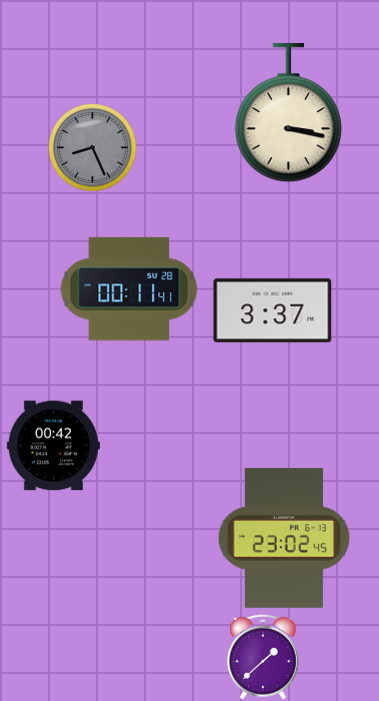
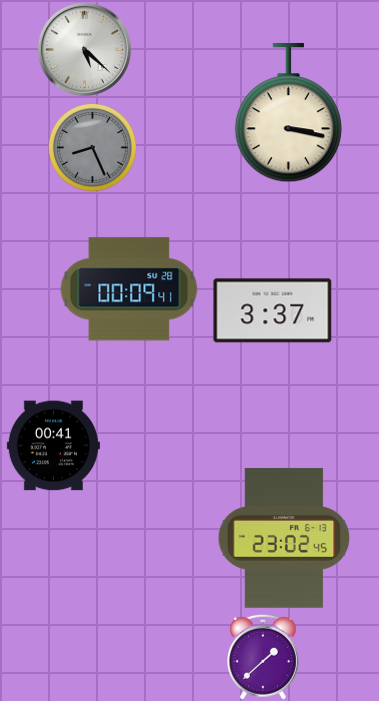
clock at (84, 49): none -> 5:22
clock at (129, 289): 00:11 -> 00:09
clock at (53, 446): 00:42 -> 00:41
